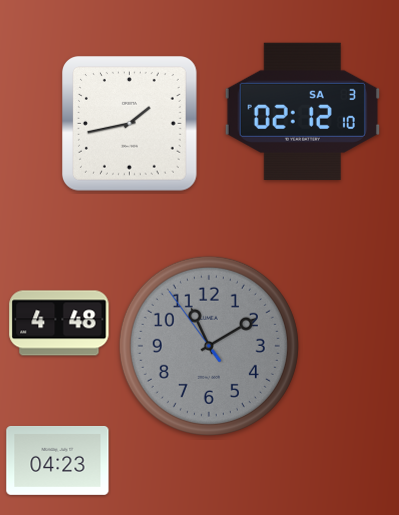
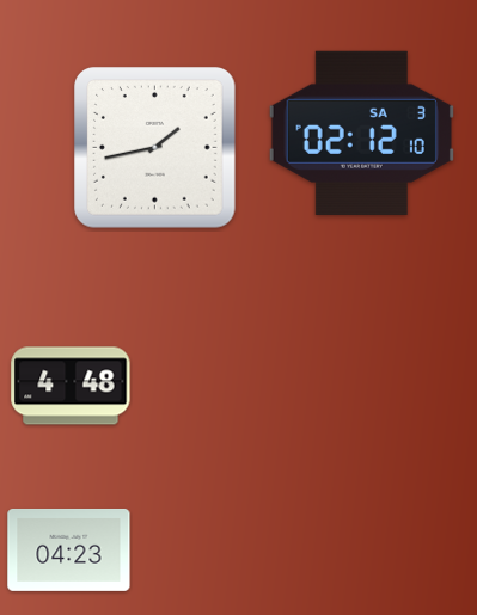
clock at (209, 346): 11:09 -> none
